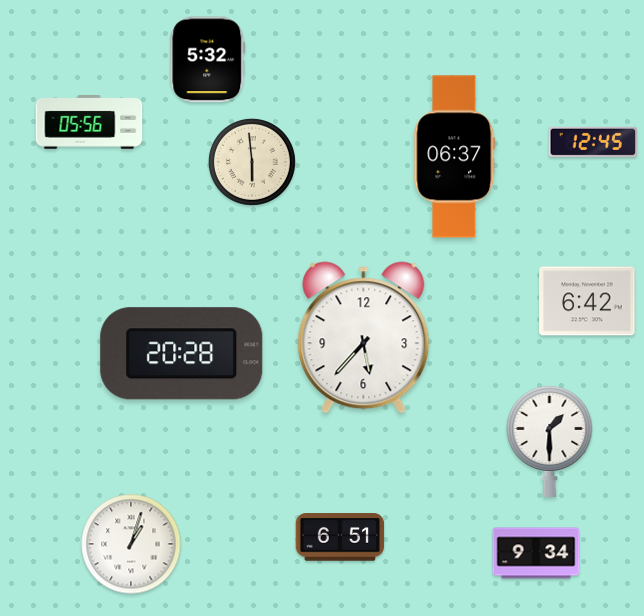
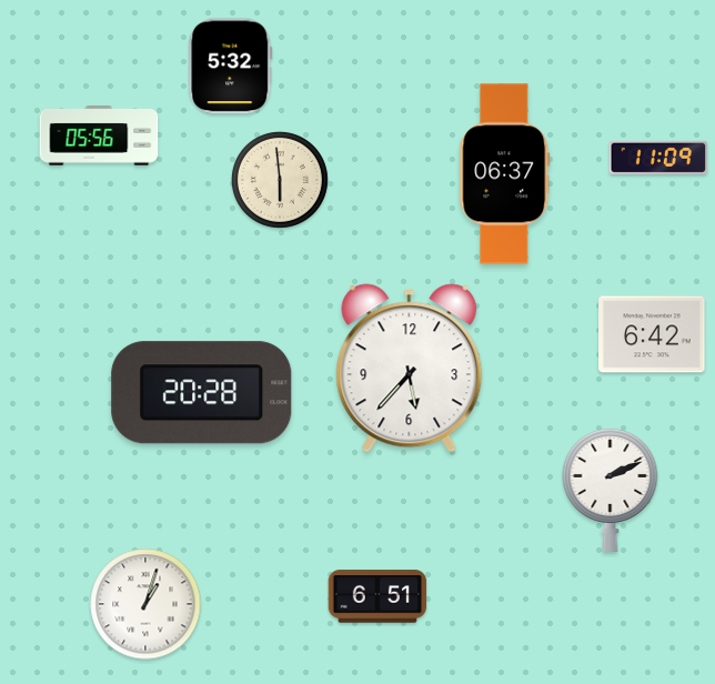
clock at (593, 142): 12:45 -> 11:09
clock at (364, 338) position: (364, 338) -> (410, 369)
clock at (550, 441): 1:30 -> 2:11
clock at (536, 553): 9:34 -> none
